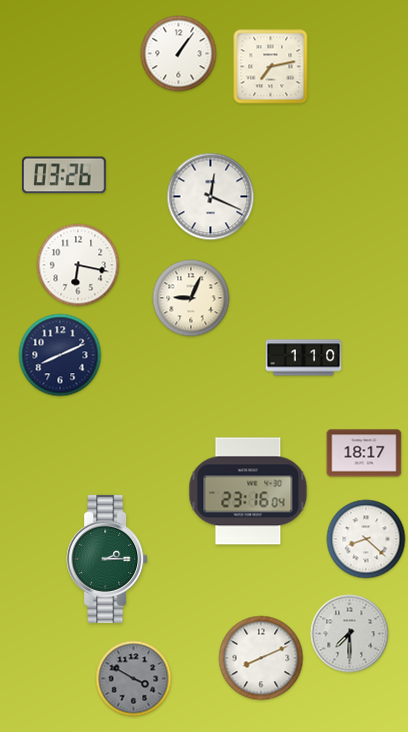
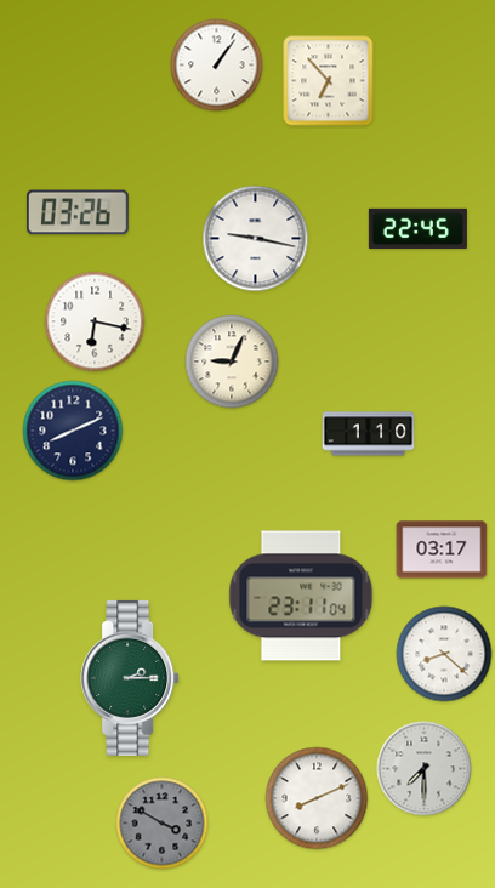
clock at (271, 67): 7:13 -> 6:53
clock at (417, 228): none -> 22:45
clock at (211, 197): 12:19 -> 9:17
clock at (364, 453): 18:17 -> 03:17
clock at (248, 491): 23:16 -> 23:11
